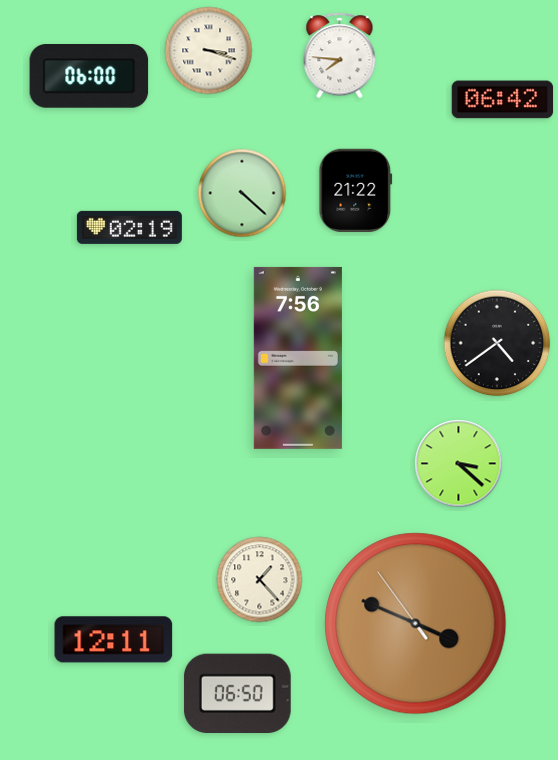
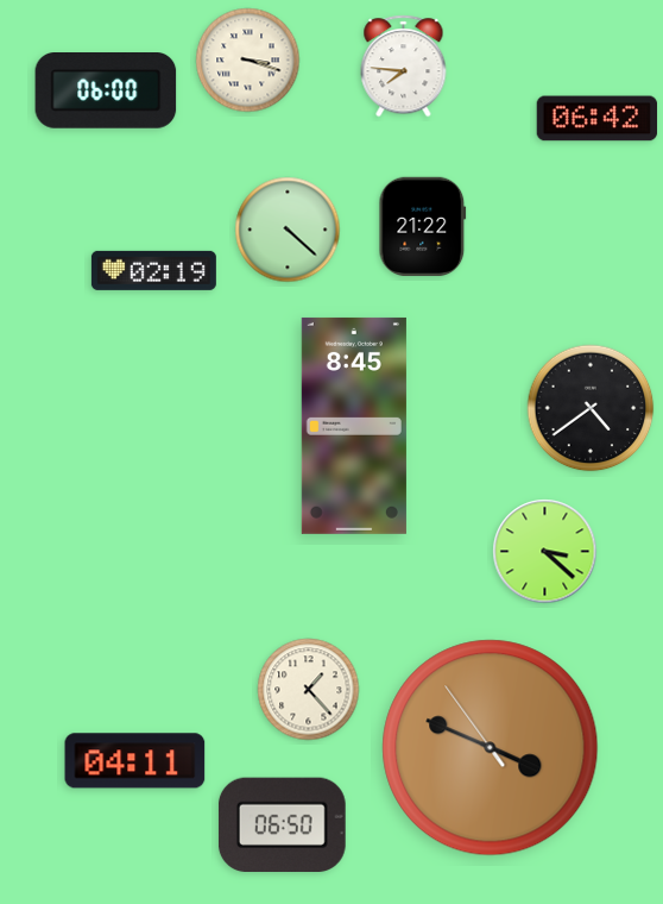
clock at (298, 358): 7:56 -> 8:45
clock at (416, 624) position: (416, 624) -> (491, 748)
clock at (114, 640): 12:11 -> 04:11
